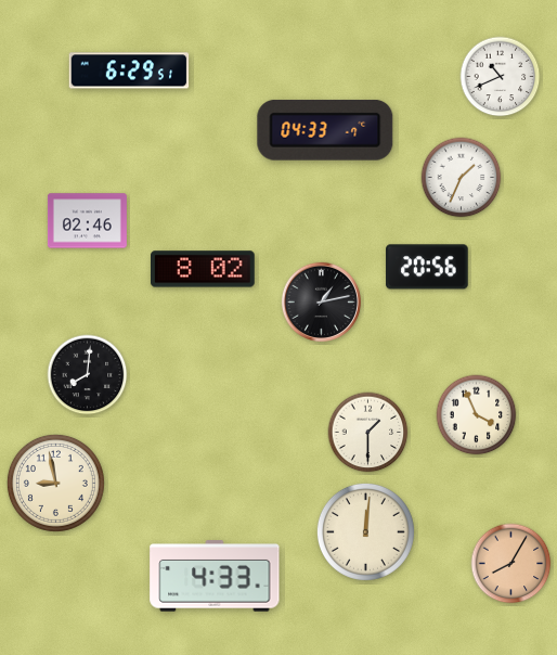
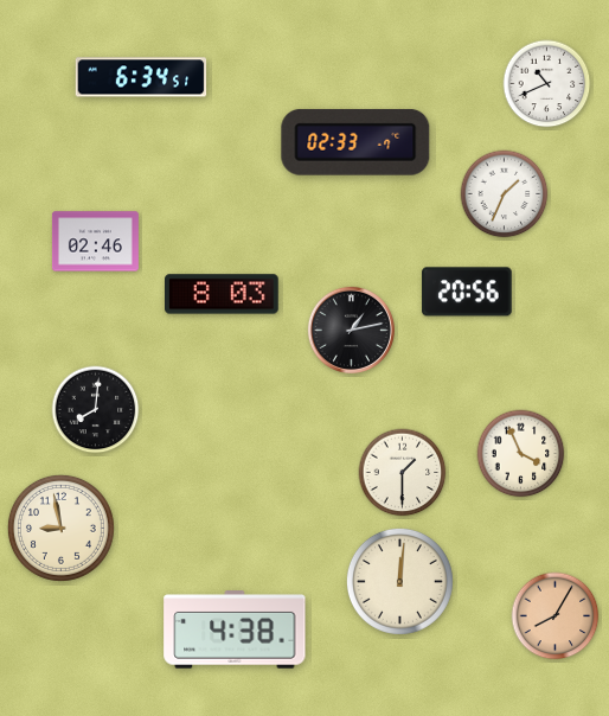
clock at (129, 70): 6:29 -> 6:34
clock at (325, 130): 04:33 -> 02:33
clock at (204, 269): 8:02 -> 8:03
clock at (511, 564) position: (511, 564) -> (556, 616)
clock at (215, 576): 4:33 -> 4:38
